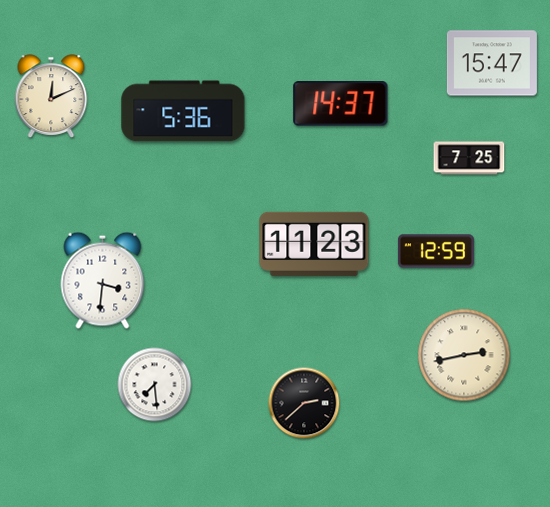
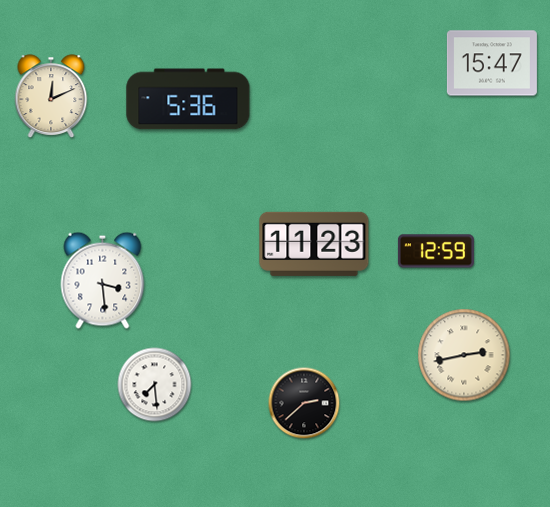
clock at (341, 104): 14:37 -> none
clock at (183, 111) position: (183, 111) -> (188, 99)
clock at (469, 158): 7:25 -> none
clock at (103, 280): 3:31 -> 3:29
